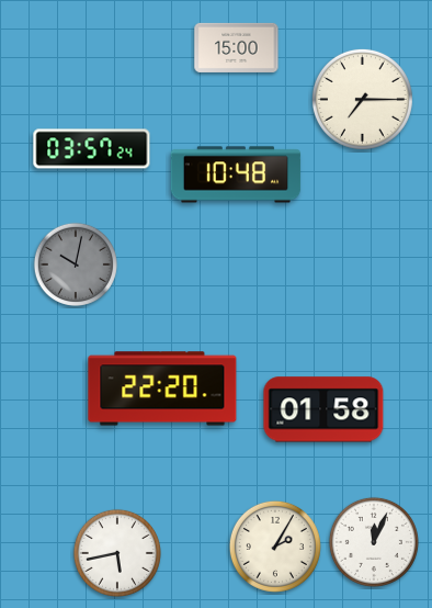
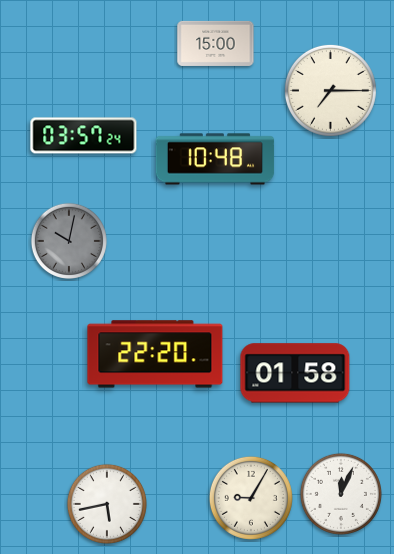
clock at (162, 389) position: (162, 389) -> (155, 354)
clock at (275, 547): 2:05 -> 9:05
